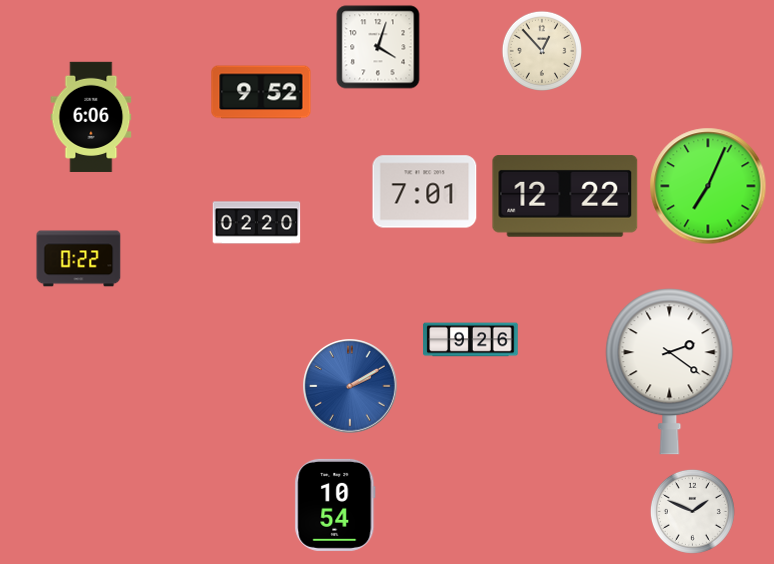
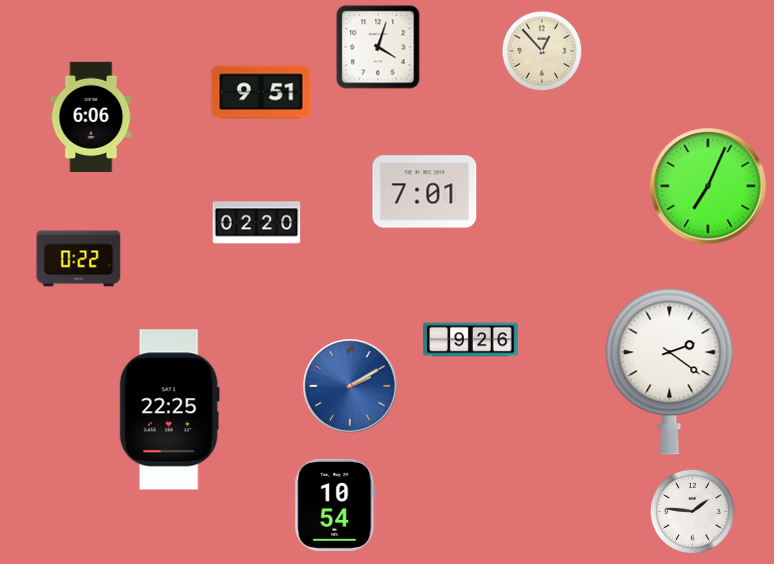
clock at (261, 92): 9:52 -> 9:51
clock at (565, 197): 12:22 -> none
clock at (169, 410): none -> 22:25
clock at (692, 511): 1:49 -> 1:46
